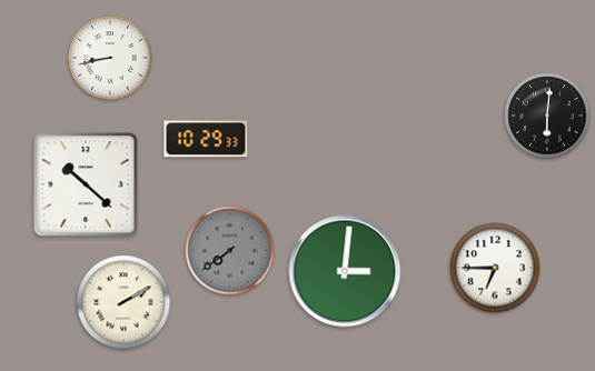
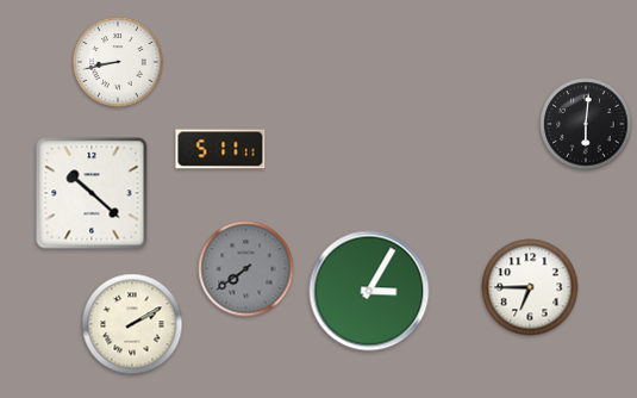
clock at (206, 139): 10:29 -> 5:11
clock at (86, 184) position: (86, 184) -> (92, 193)
clock at (345, 271): 3:01 -> 3:05
